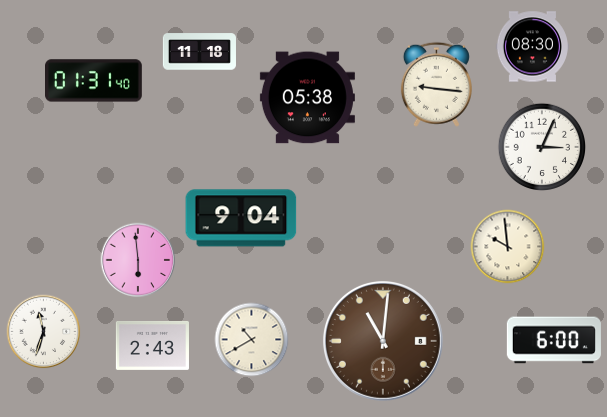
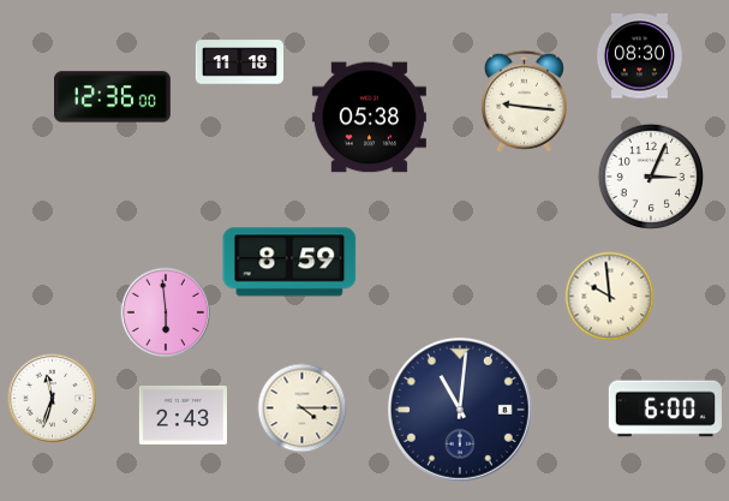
clock at (94, 81): 01:31 -> 12:36
clock at (241, 218): 9:04 -> 8:59
clock at (252, 340): 10:40 -> 4:15
clock at (383, 341) dial: brown -> navy
